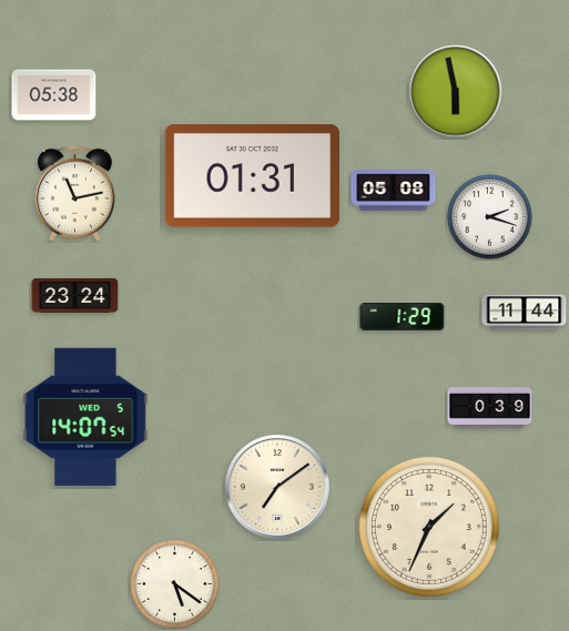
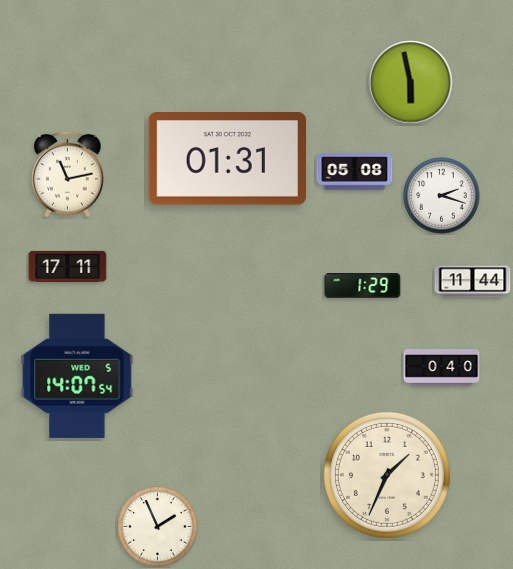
clock at (54, 95): 05:38 -> none
clock at (75, 295): 23:24 -> 17:11
clock at (490, 408): 0:39 -> 0:40
clock at (278, 488): 7:09 -> none
clock at (175, 584): 5:21 -> 1:56
